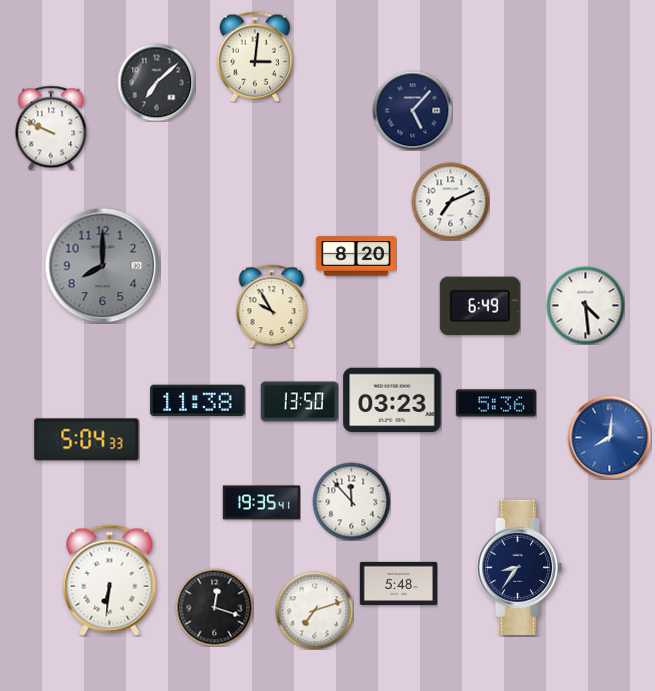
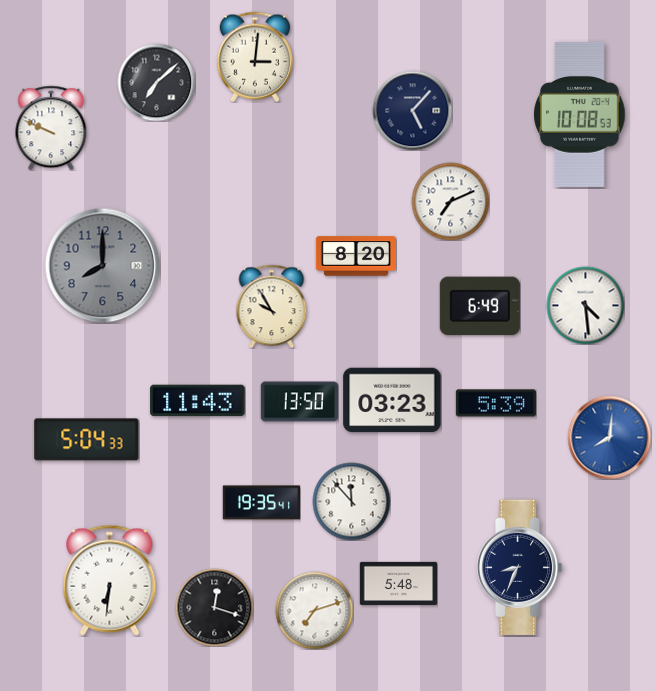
clock at (580, 114): none -> 10:08
clock at (198, 401): 11:38 -> 11:43
clock at (496, 403): 5:36 -> 5:39
clock at (519, 567): 8:36 -> 8:34
